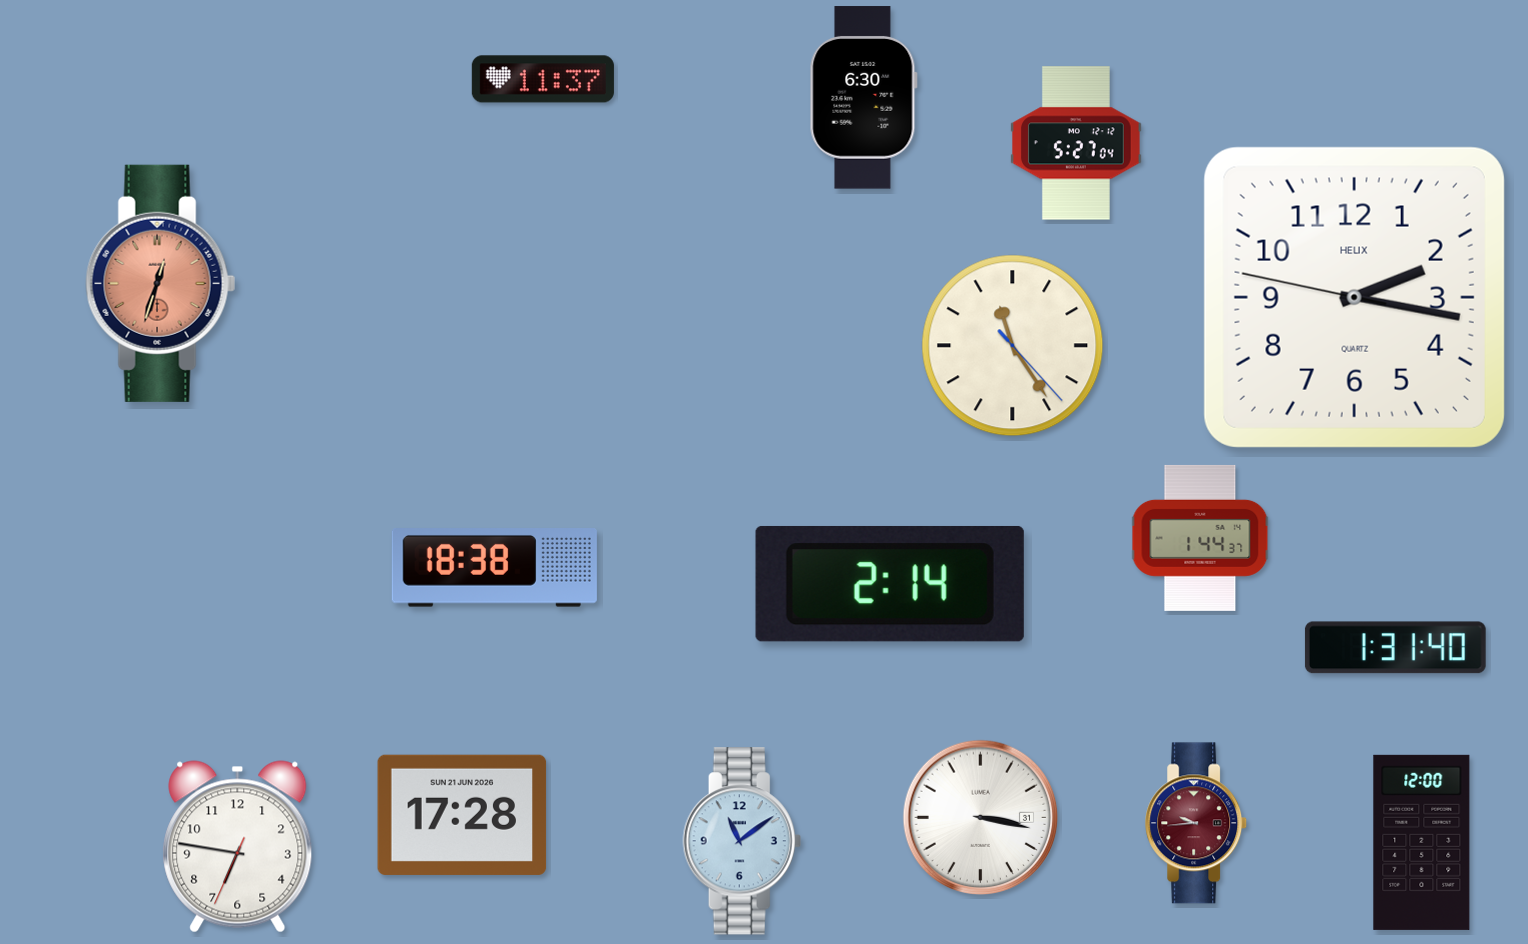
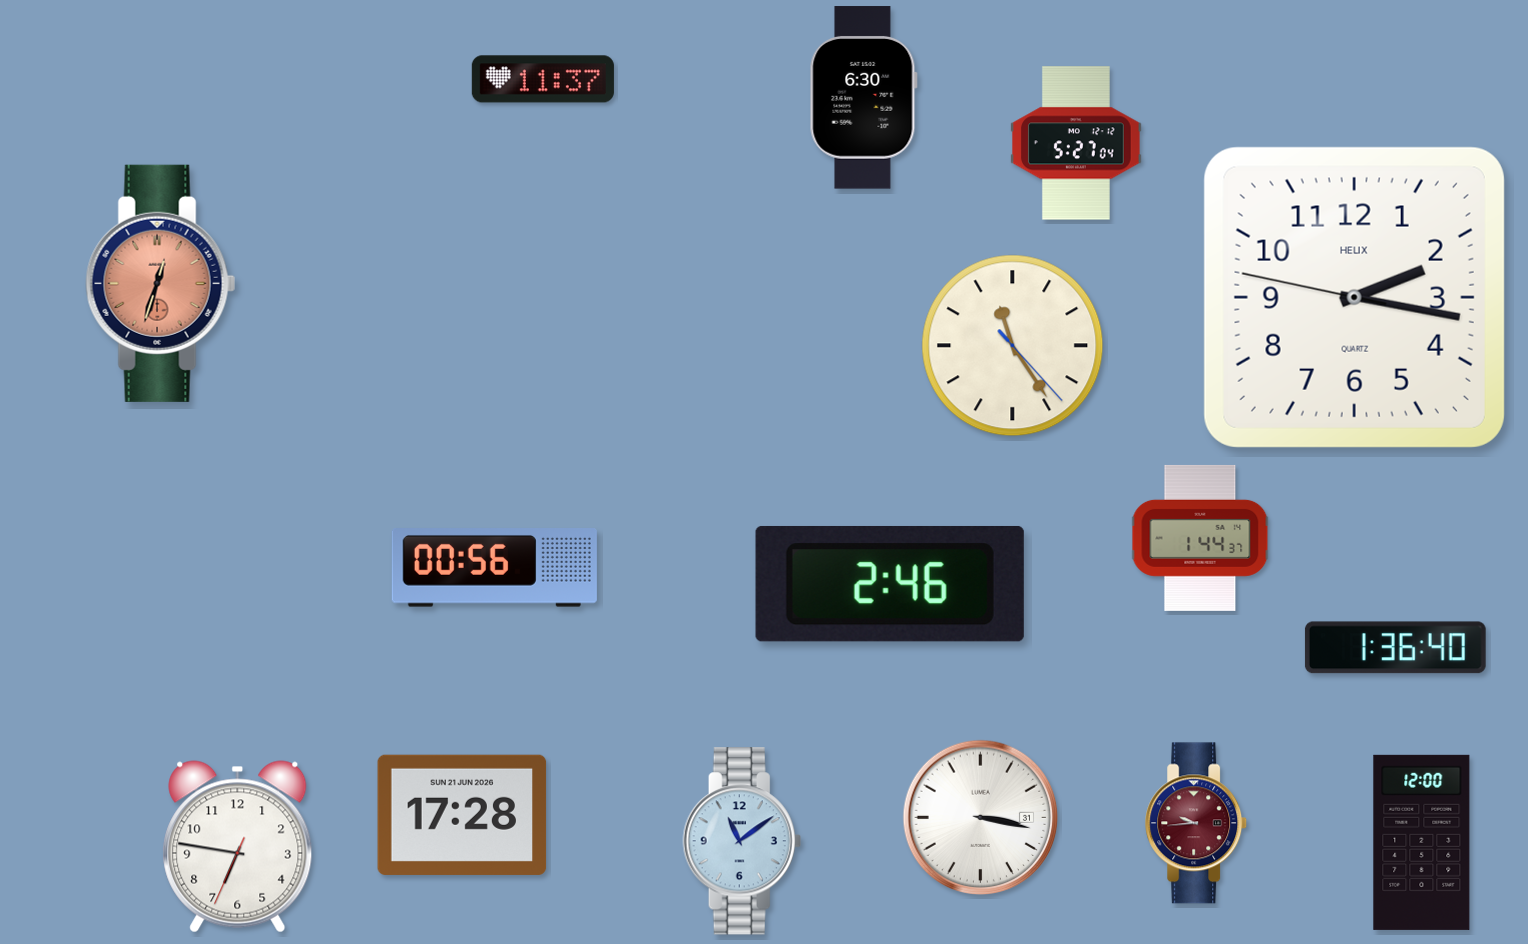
clock at (494, 568): 18:38 -> 00:56
clock at (890, 584): 2:14 -> 2:46
clock at (1395, 648): 1:31 -> 1:36
